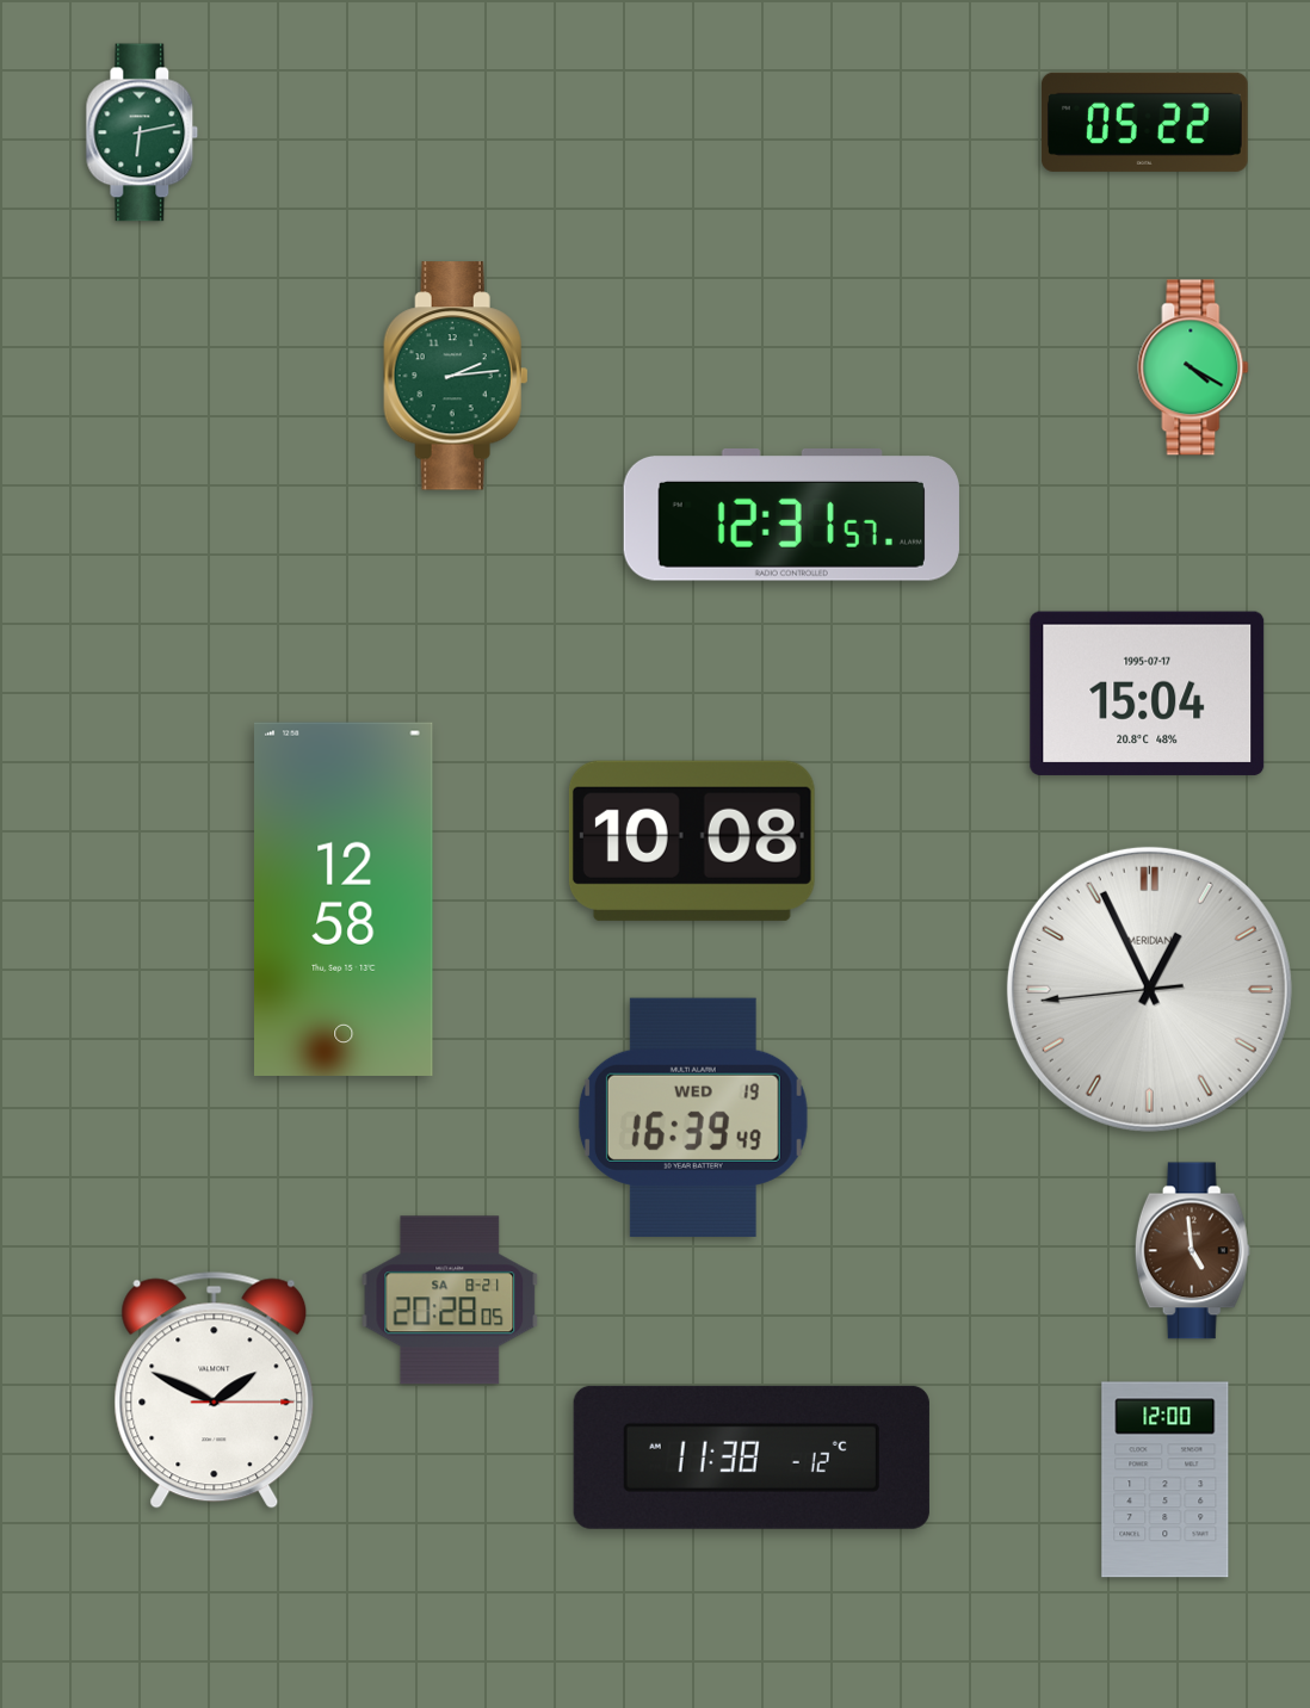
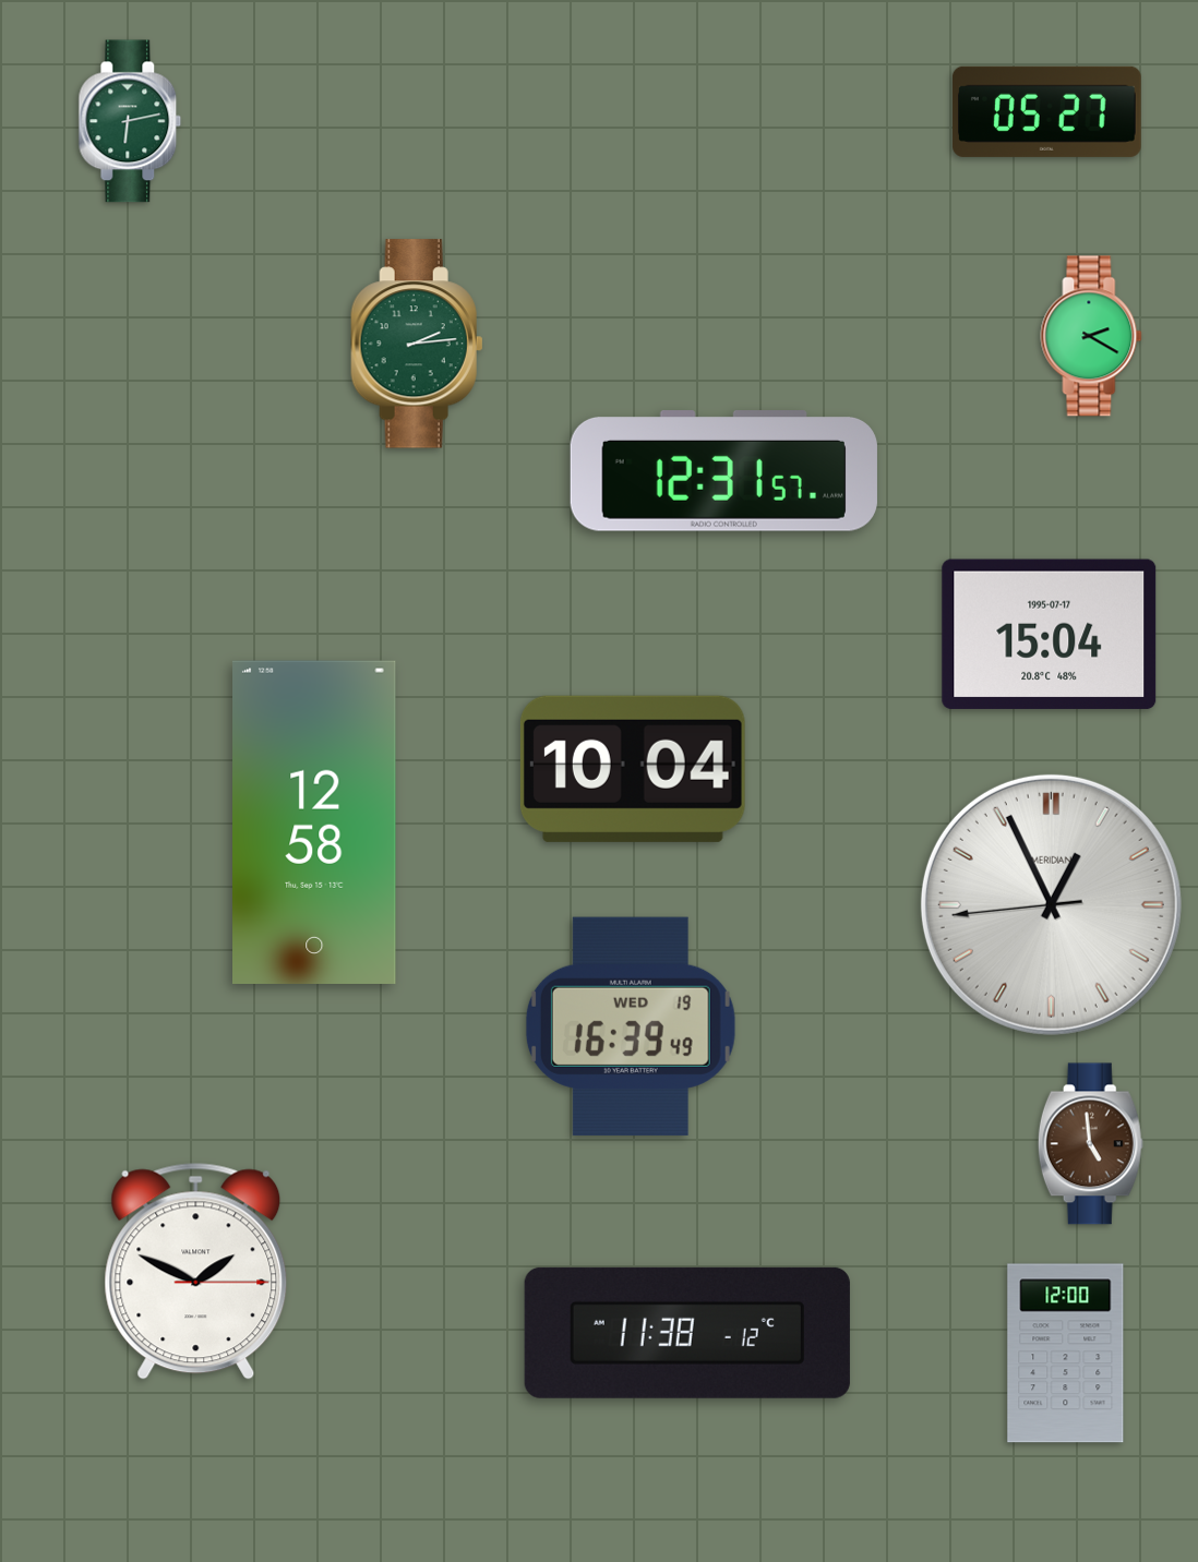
clock at (1144, 122): 05:22 -> 05:27
clock at (1193, 367): 4:20 -> 2:20
clock at (692, 841): 10:08 -> 10:04
clock at (693, 1118) position: (693, 1118) -> (631, 1026)
clock at (450, 1300): 20:28 -> none
